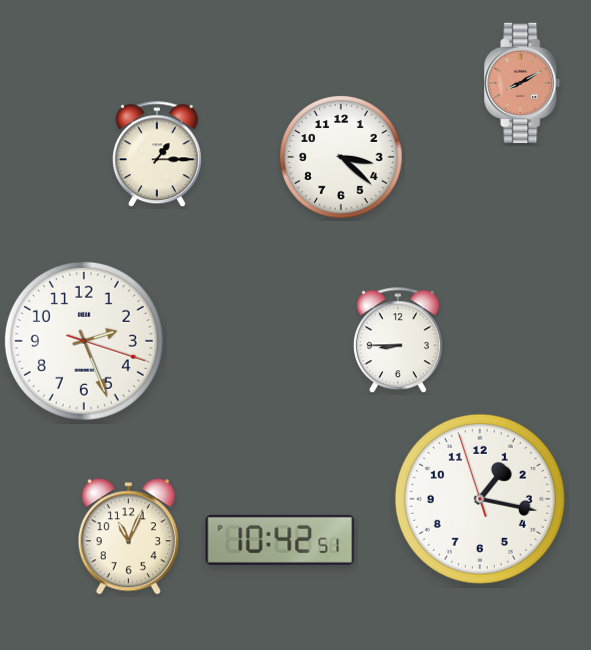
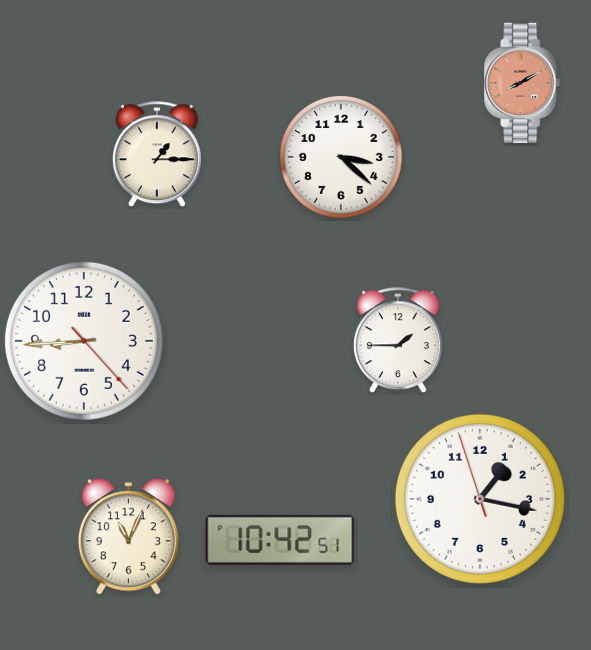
clock at (84, 341): 2:26 -> 8:44
clock at (398, 341): 8:45 -> 1:45
